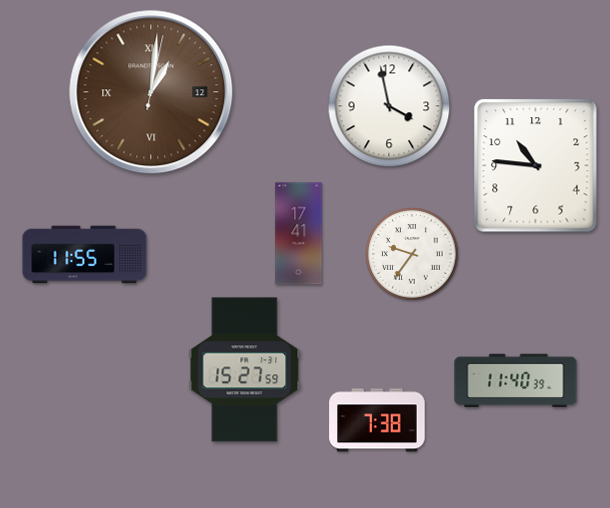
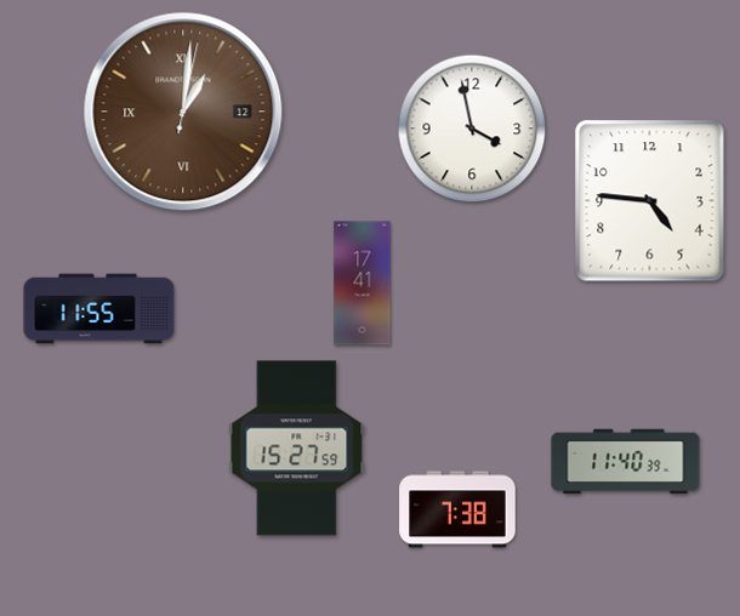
clock at (536, 166): 10:46 -> 4:46
clock at (412, 254): 9:36 -> none
clock at (85, 255) position: (85, 255) -> (99, 309)
